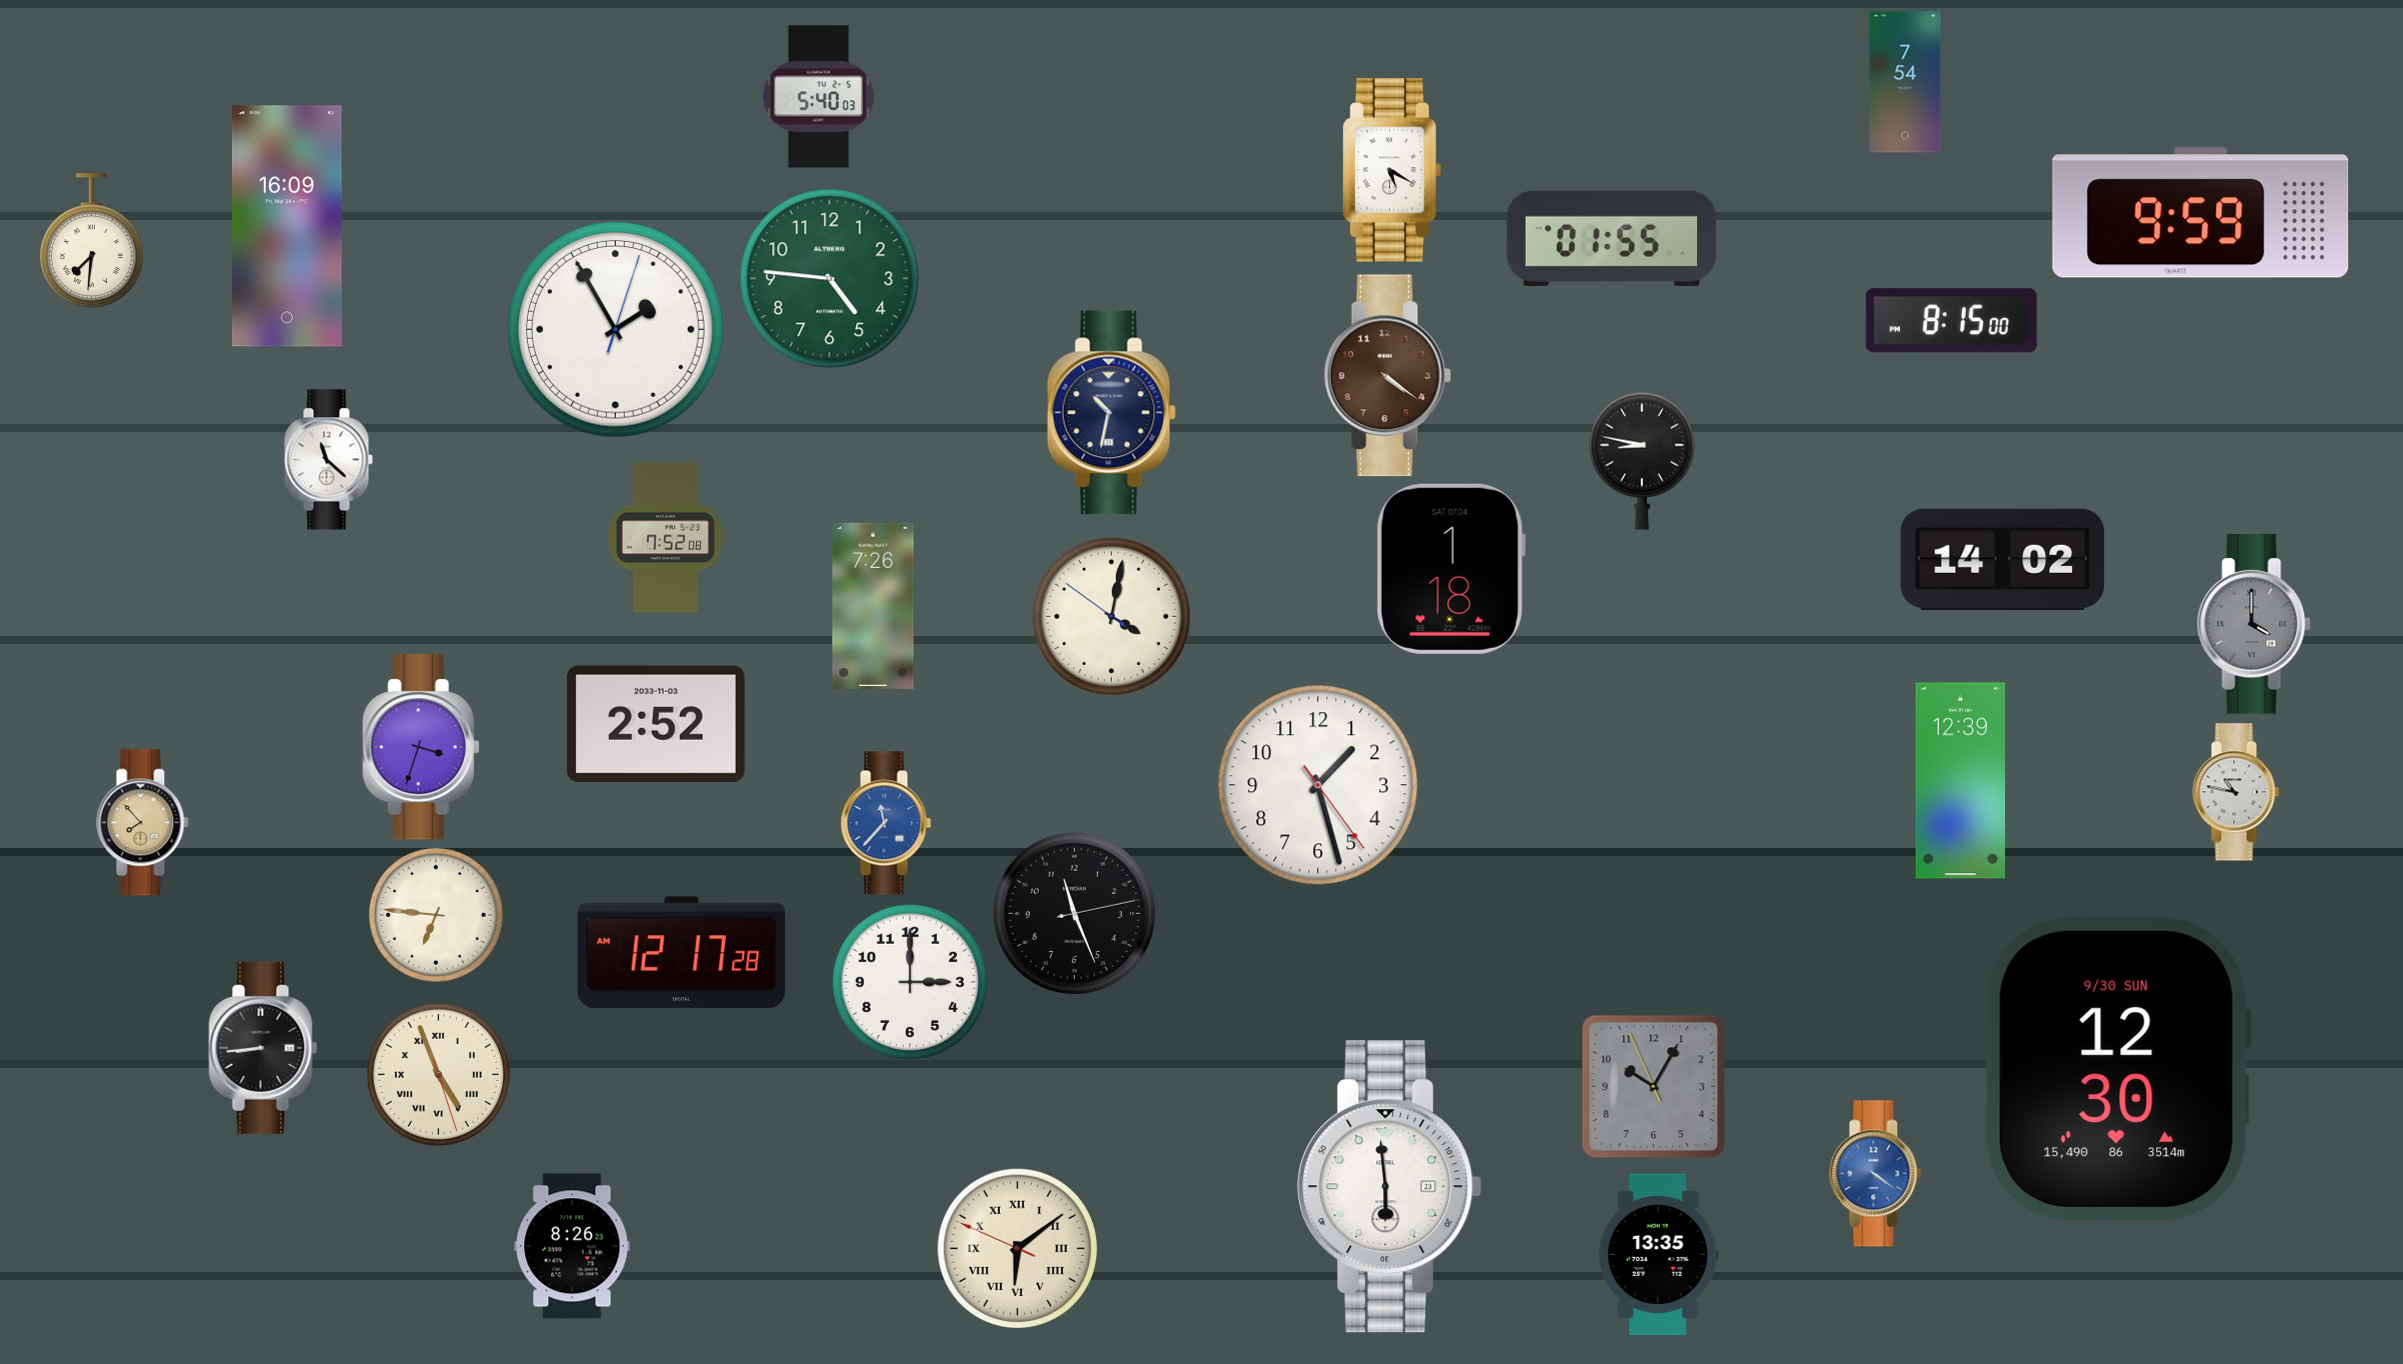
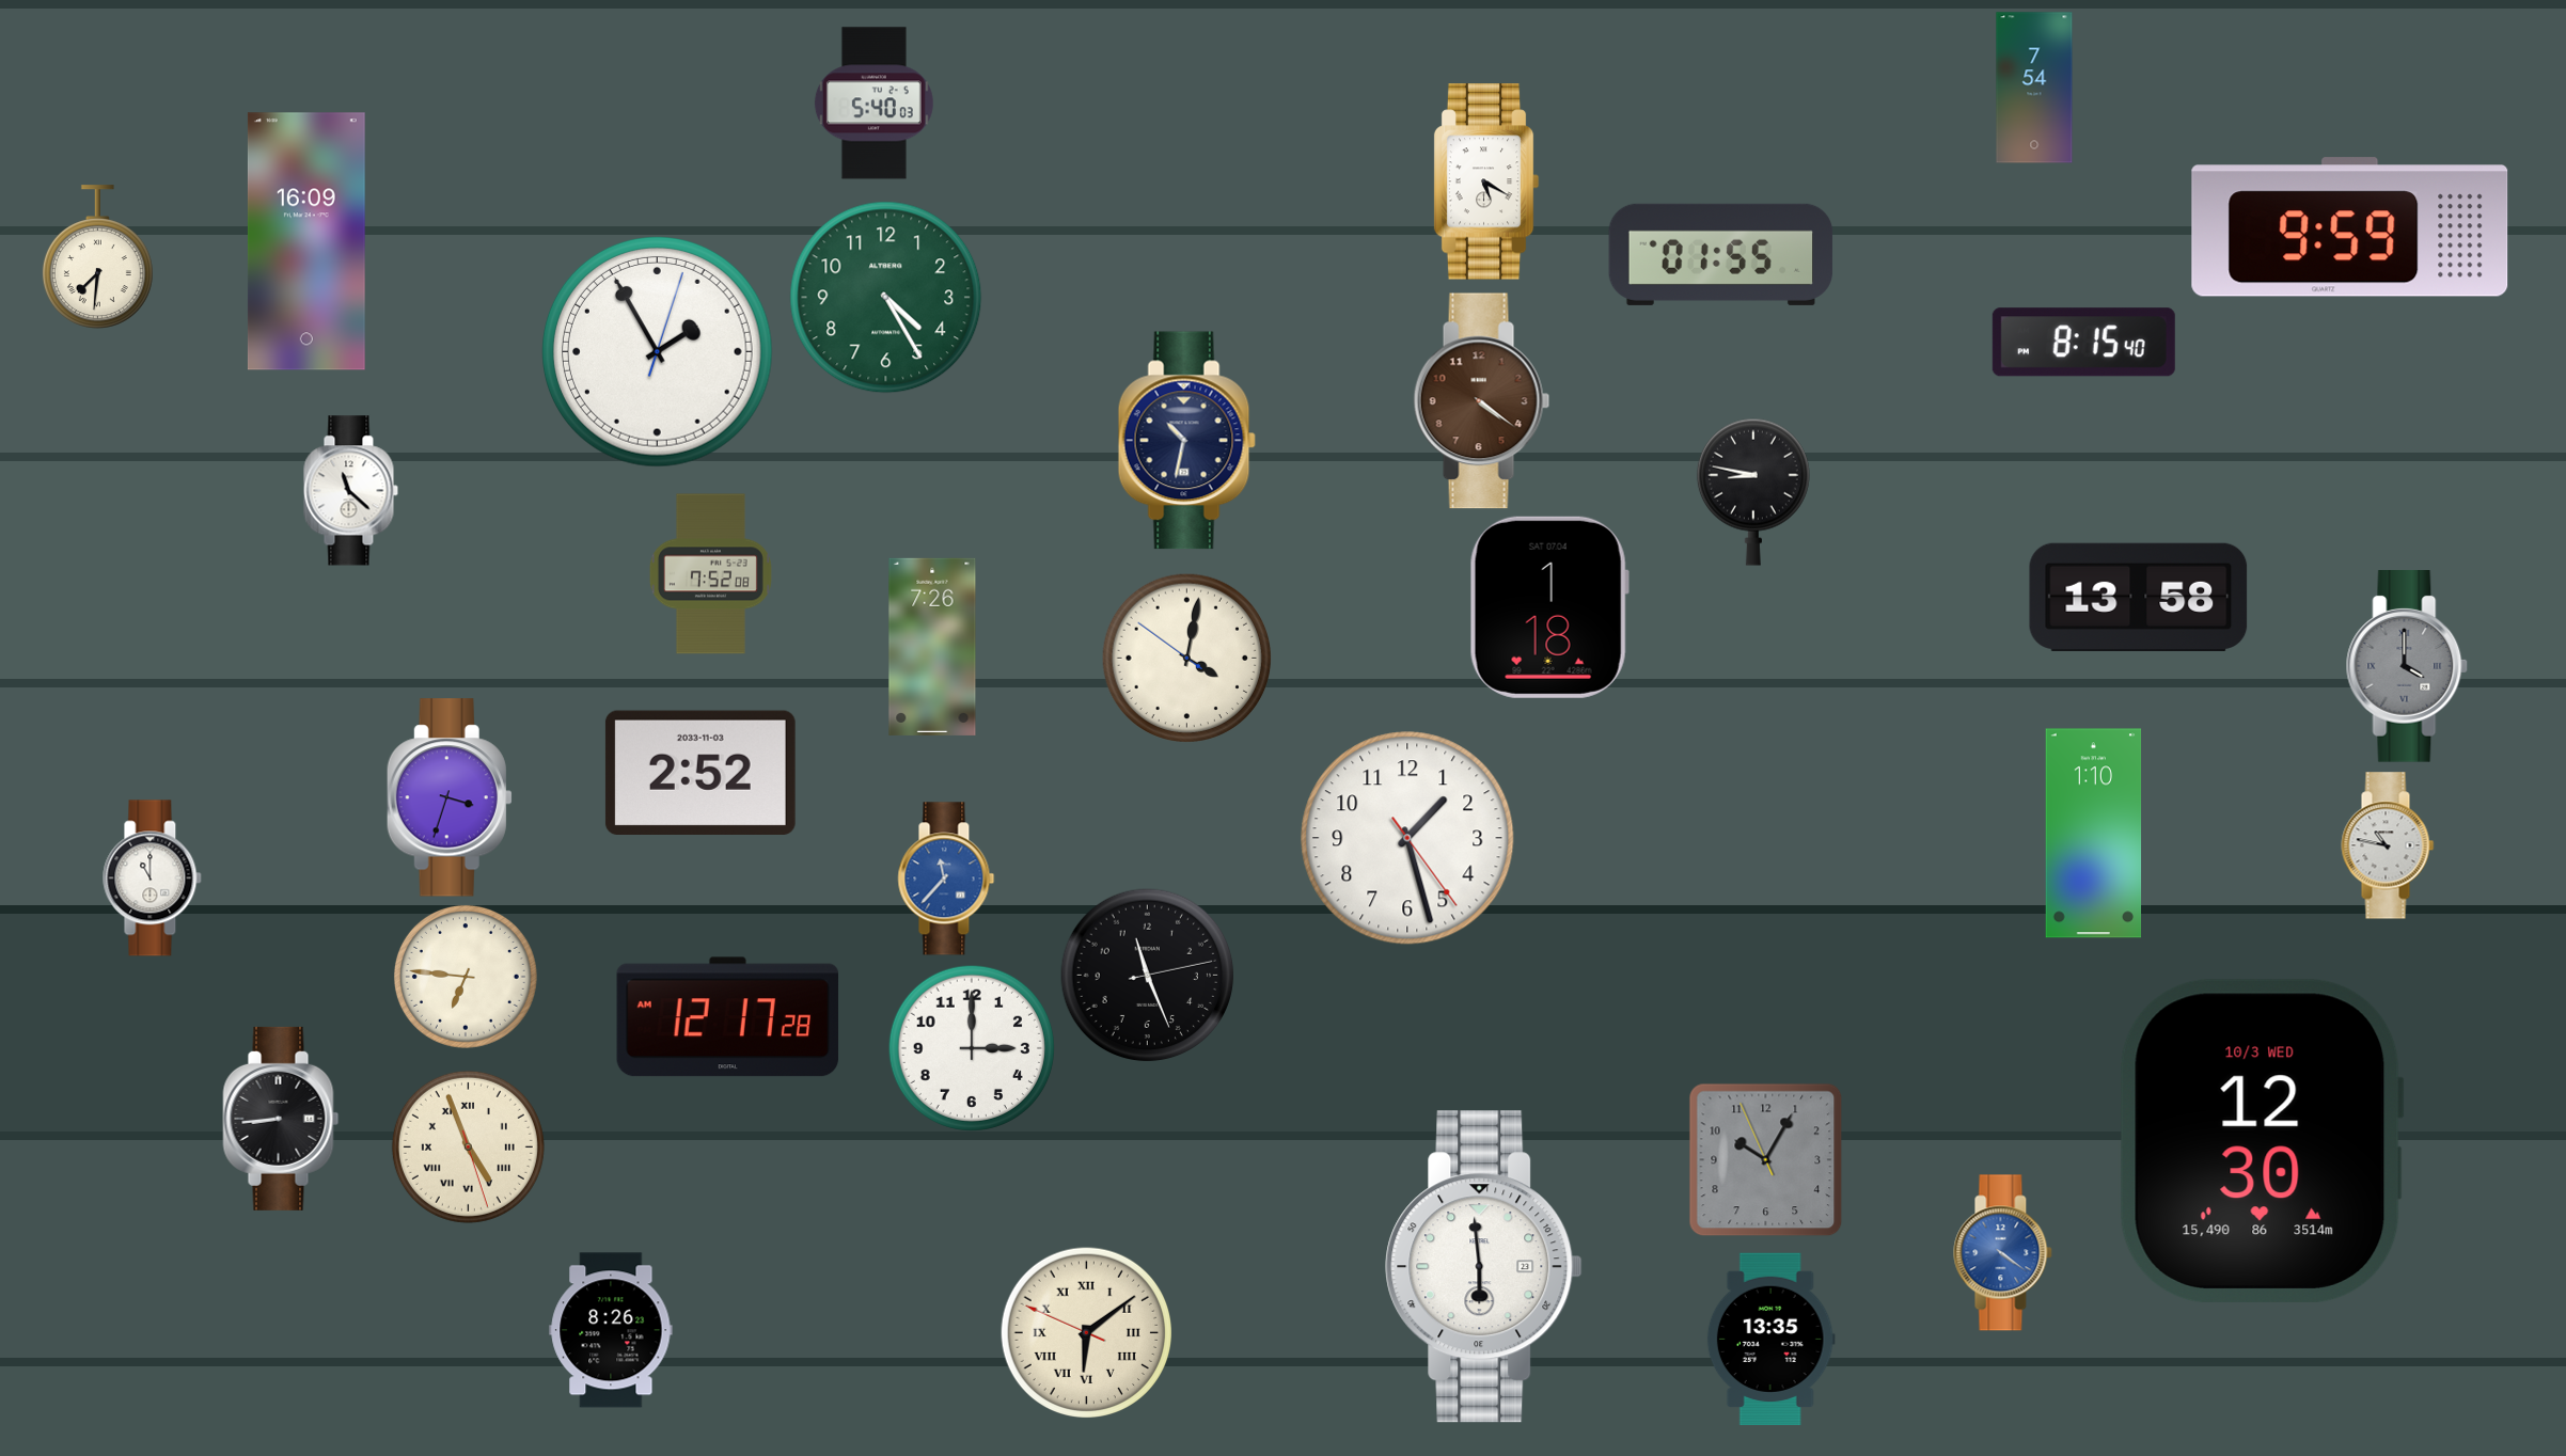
clock at (830, 279): 4:46 -> 4:25
clock at (1951, 321): 8:15:00 -> 8:15:40
clock at (2003, 559): 14:02 -> 13:58
clock at (1961, 781): 12:39 -> 1:10
clock at (143, 823): 7:53 -> 11:00
clock at (143, 823) dial: champagne -> white
clock at (2118, 1069) date: 9/30 SUN -> 10/3 WED
